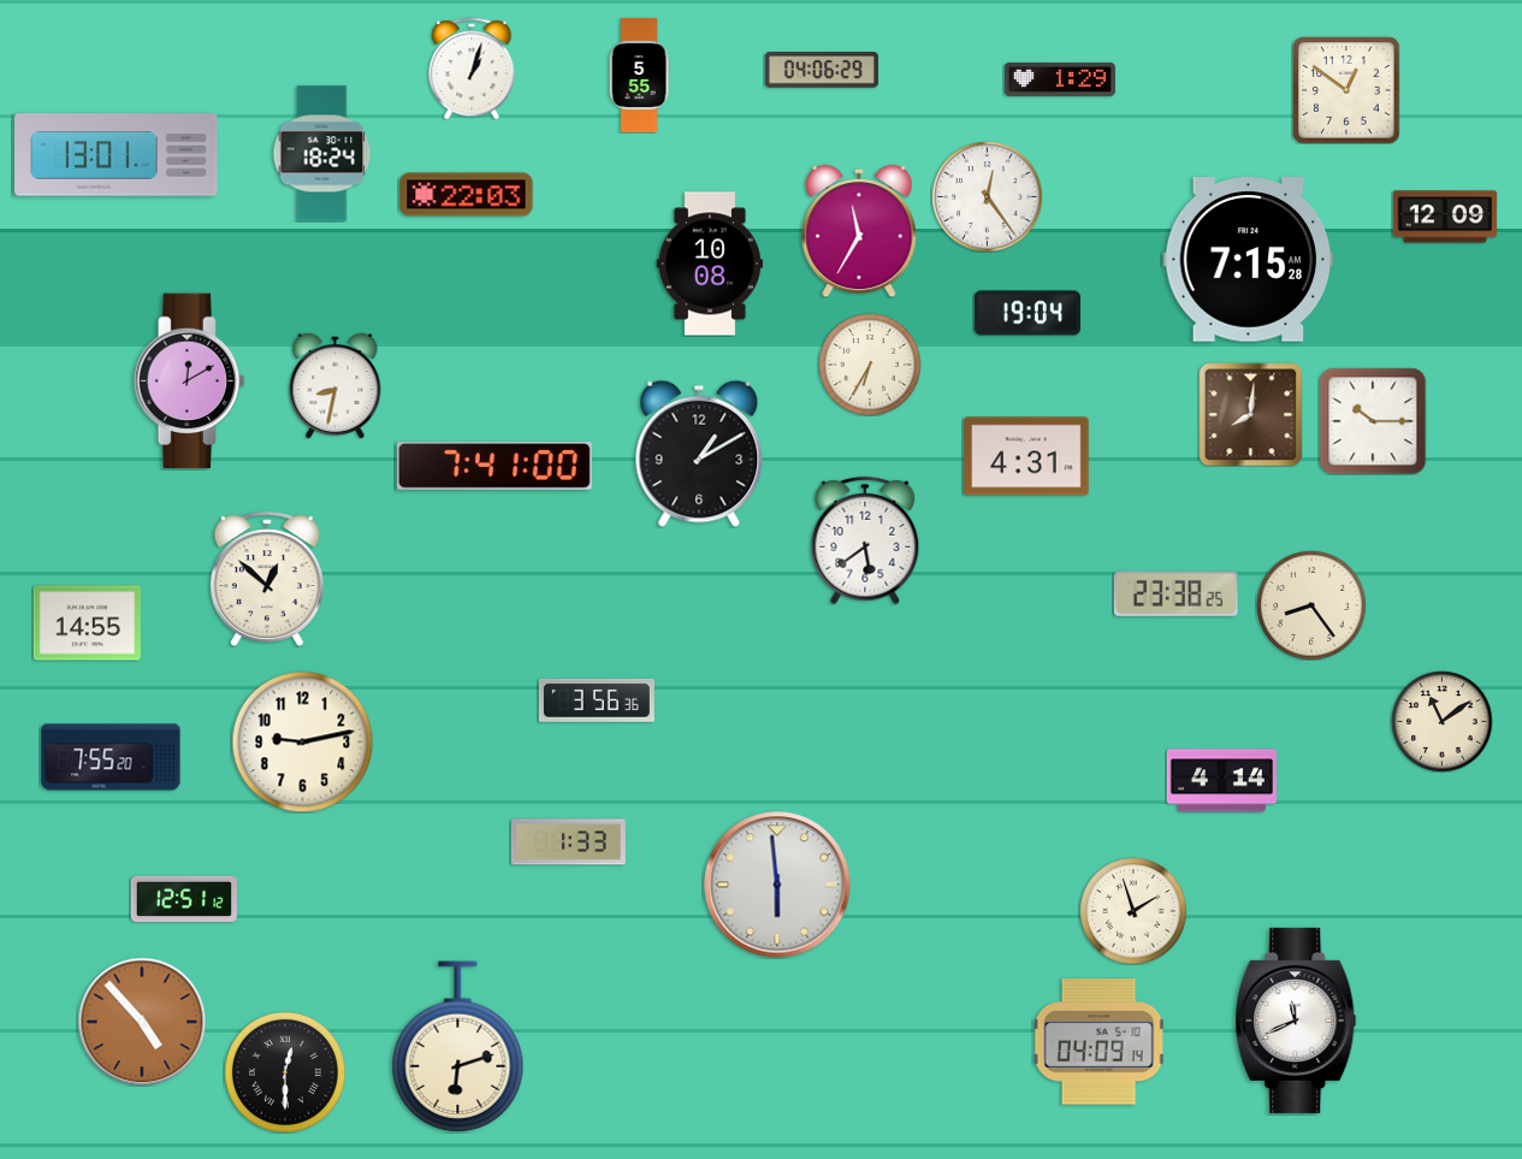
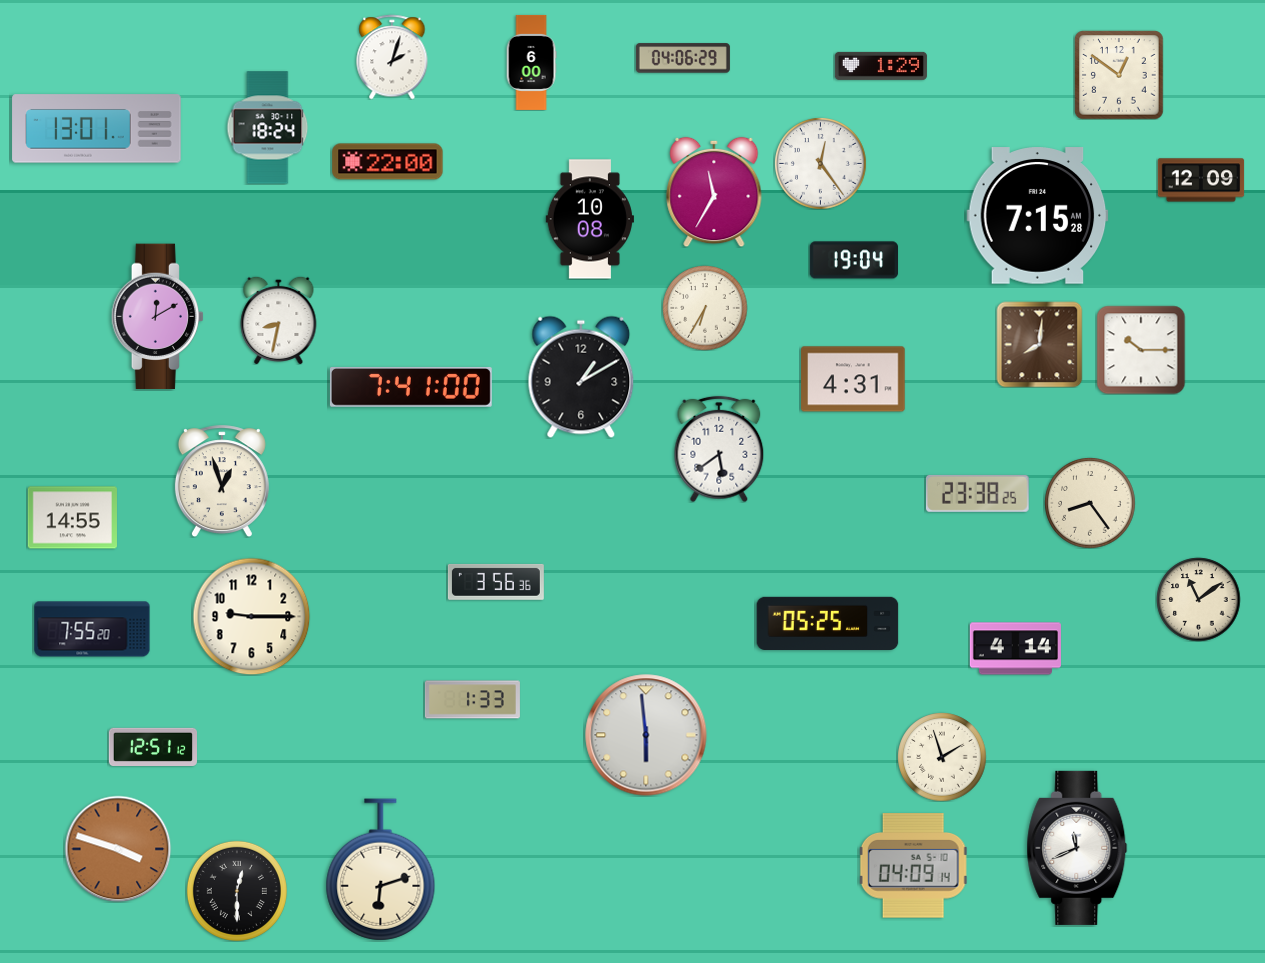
clock at (472, 69): 1:03 -> 2:03
clock at (639, 75): 5:55 -> 6:00
clock at (467, 195): 22:03 -> 22:00
clock at (870, 365) position: (870, 365) -> (705, 308)
clock at (267, 579): 12:52 -> 12:57
clock at (302, 741): 9:13 -> 9:15
clock at (828, 623): none -> 05:25
clock at (142, 1022): 4:53 -> 3:48
